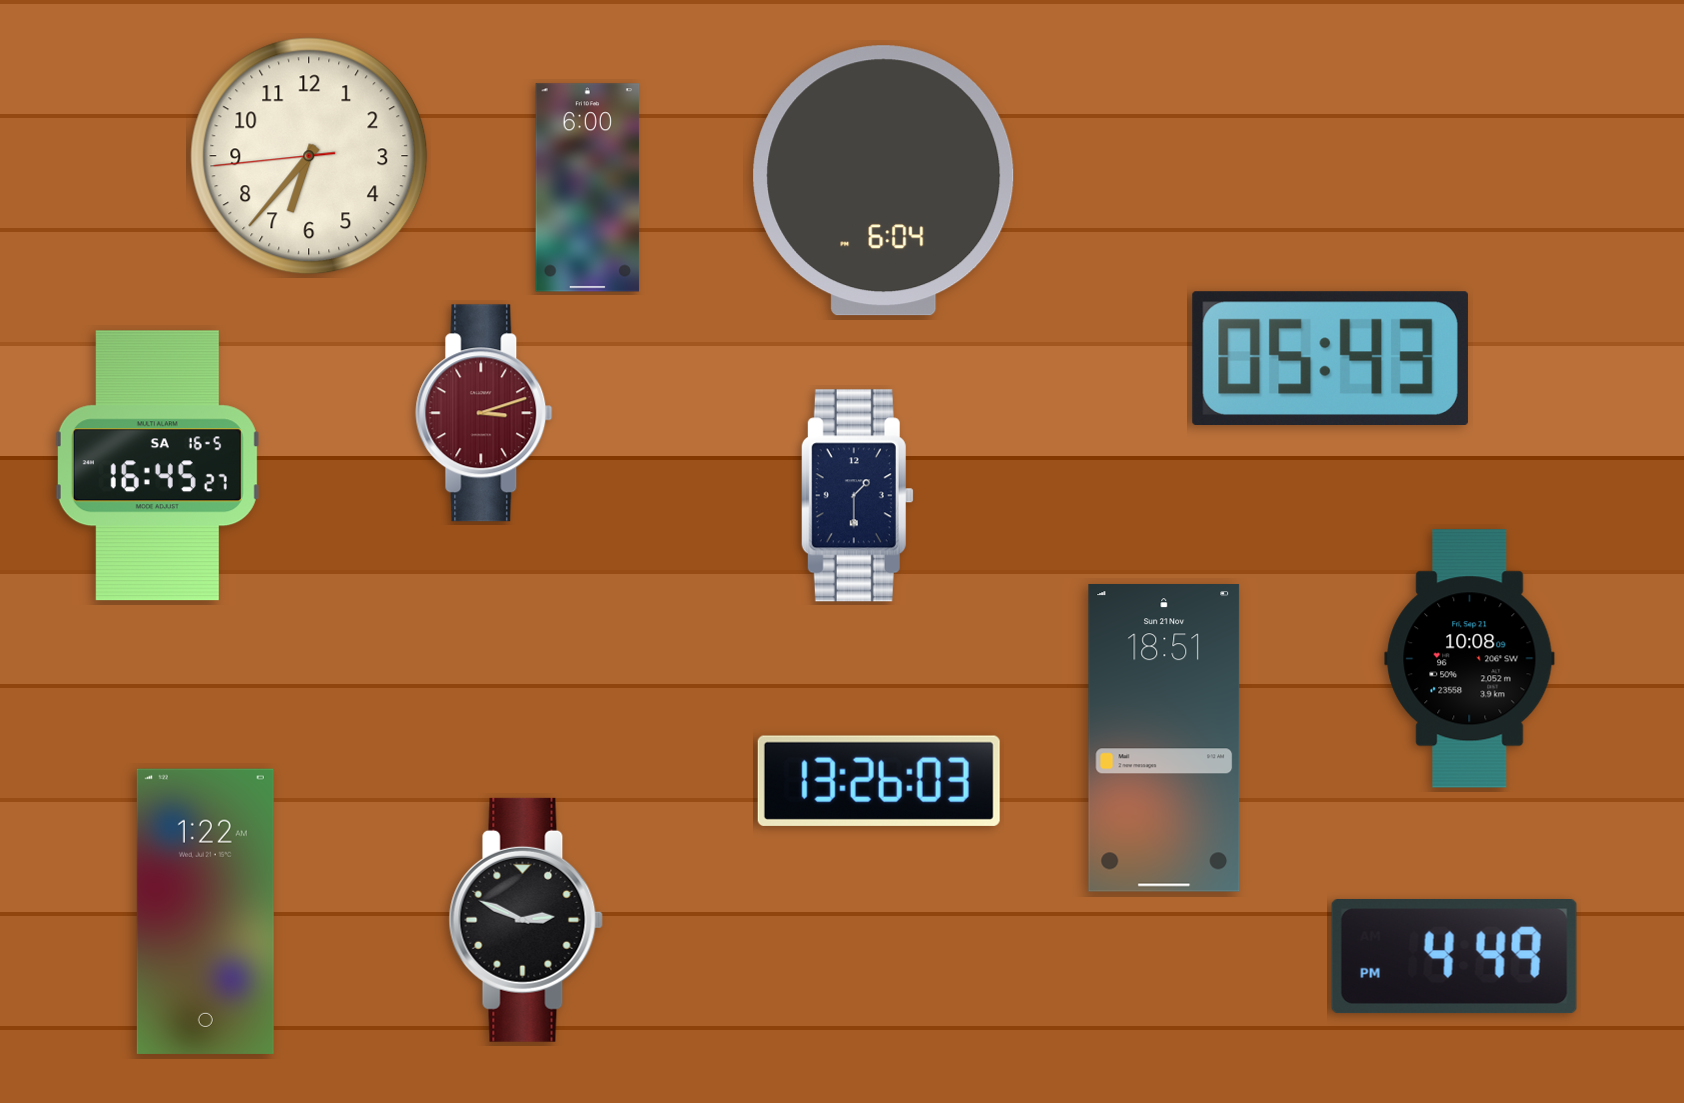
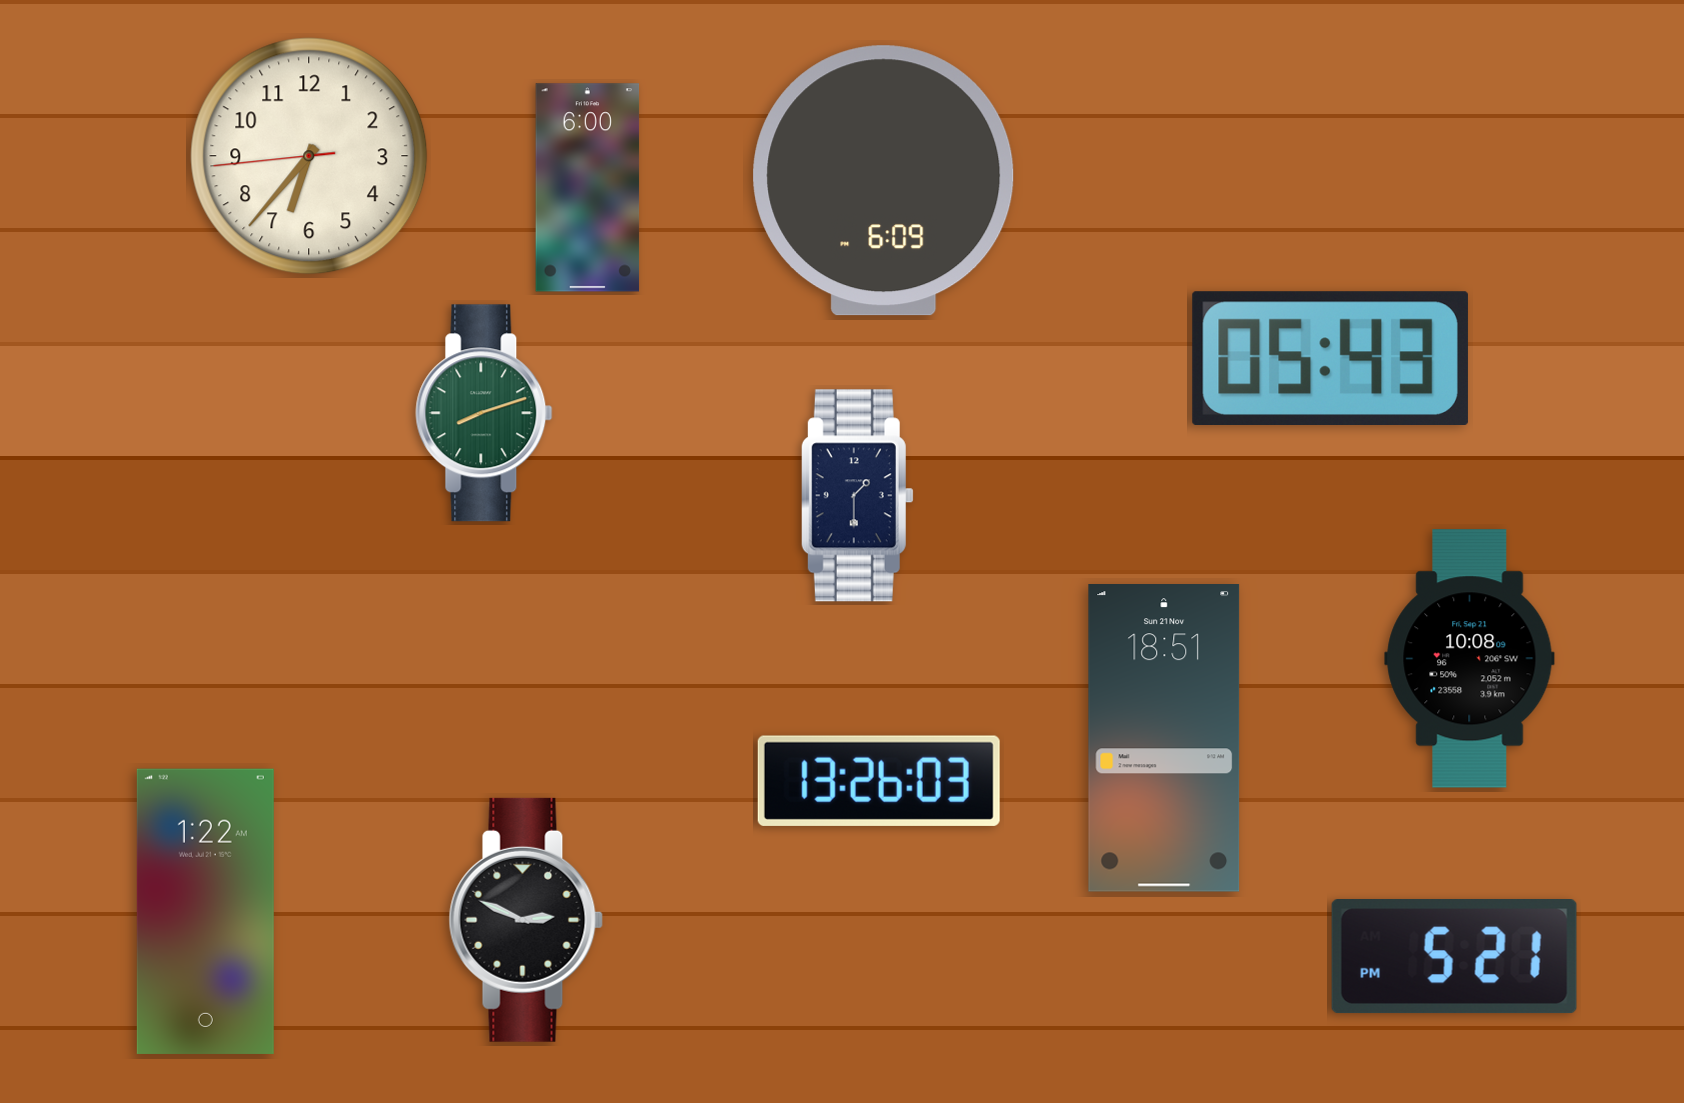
clock at (884, 181): 6:04 -> 6:09
clock at (484, 413): 3:12 -> 8:12
clock at (484, 413) dial: burgundy -> green
clock at (157, 466): 16:45 -> none
clock at (1454, 957): 4:49 -> 5:21
